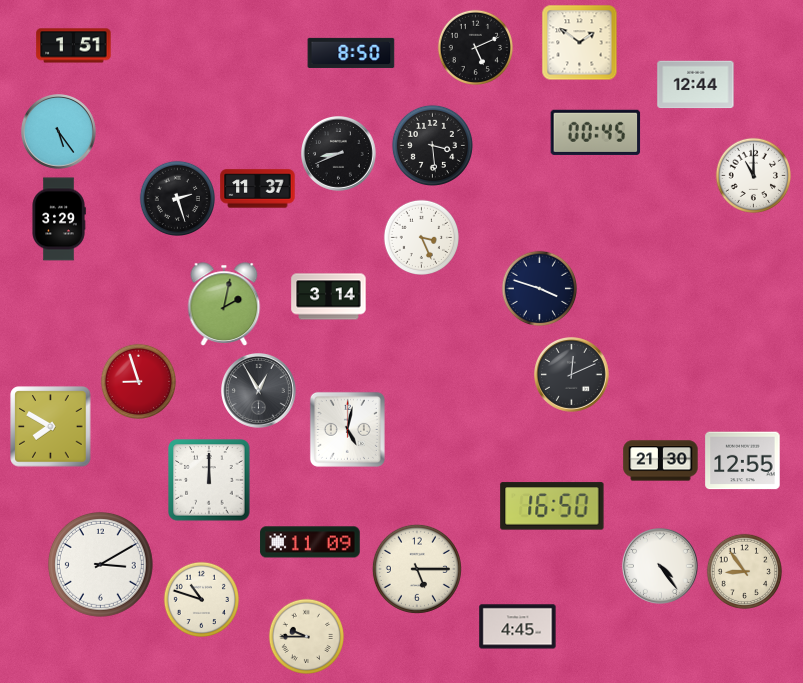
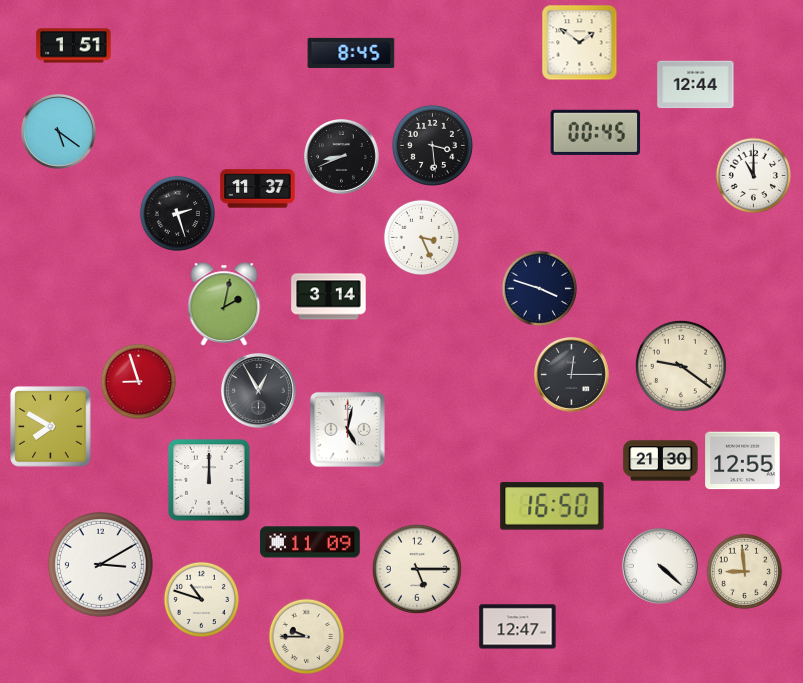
clock at (475, 47): 5:11 -> none
clock at (351, 53): 8:50 -> 8:45
clock at (59, 132): 5:24 -> 5:21
clock at (339, 154) position: (339, 154) -> (342, 157)
clock at (177, 198) position: (177, 198) -> (177, 213)
clock at (59, 219): 3:29 -> none
clock at (681, 366): none -> 9:21
clock at (572, 375): 12:11 -> 12:15
clock at (661, 567): 4:24 -> 4:22
clock at (744, 571): 8:54 -> 8:59
clock at (518, 627): 4:45 -> 12:47
